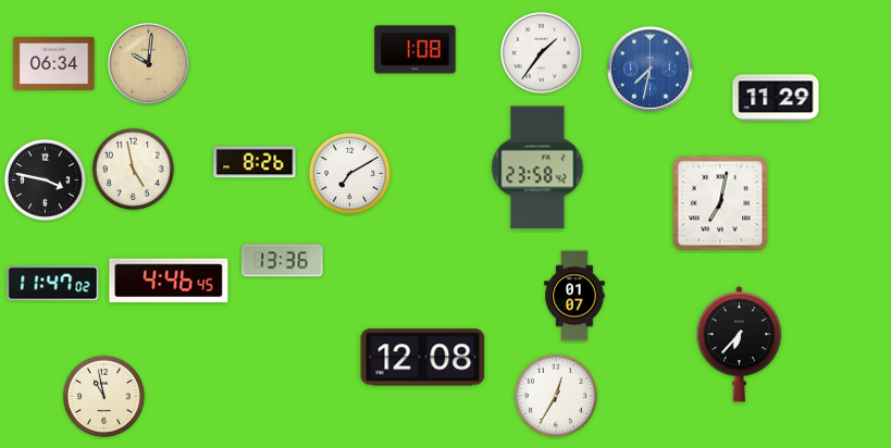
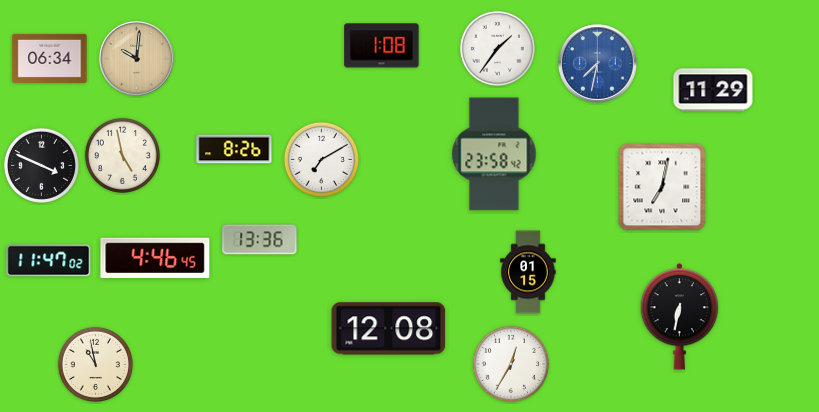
clock at (45, 179): 3:47 -> 3:49
clock at (574, 296): 01:07 -> 01:15
clock at (740, 345): 6:37 -> 6:32
